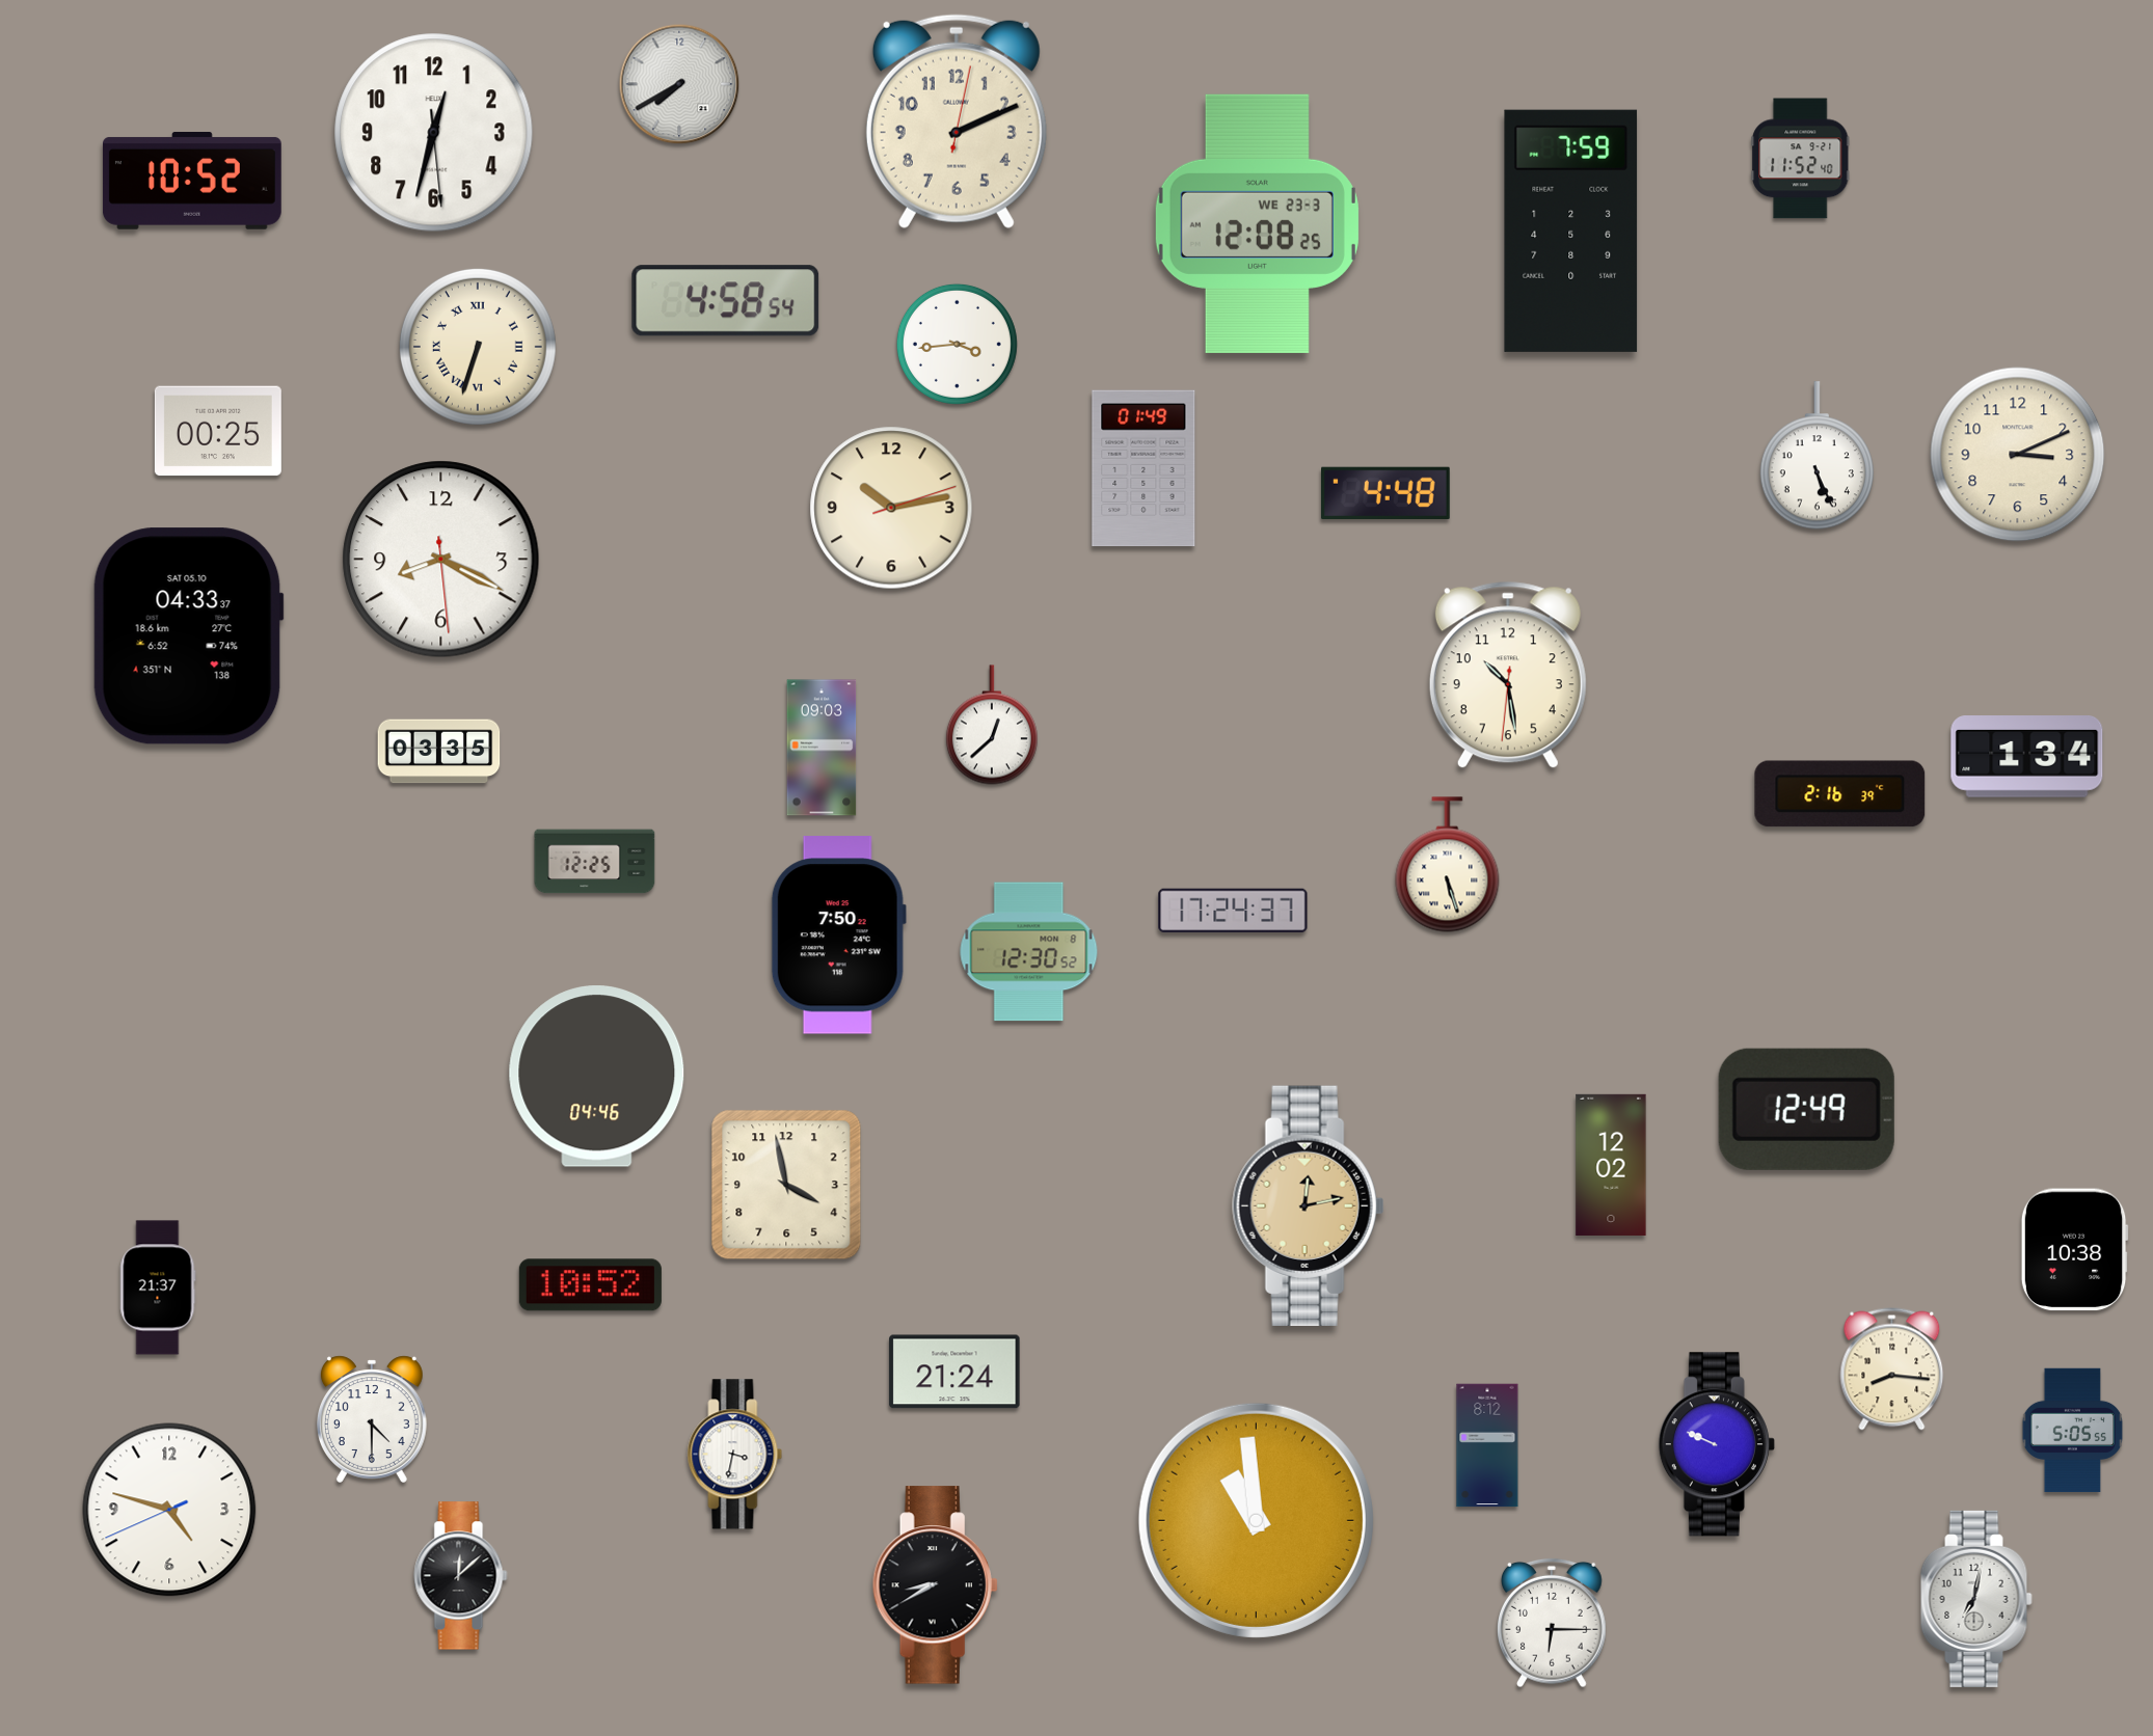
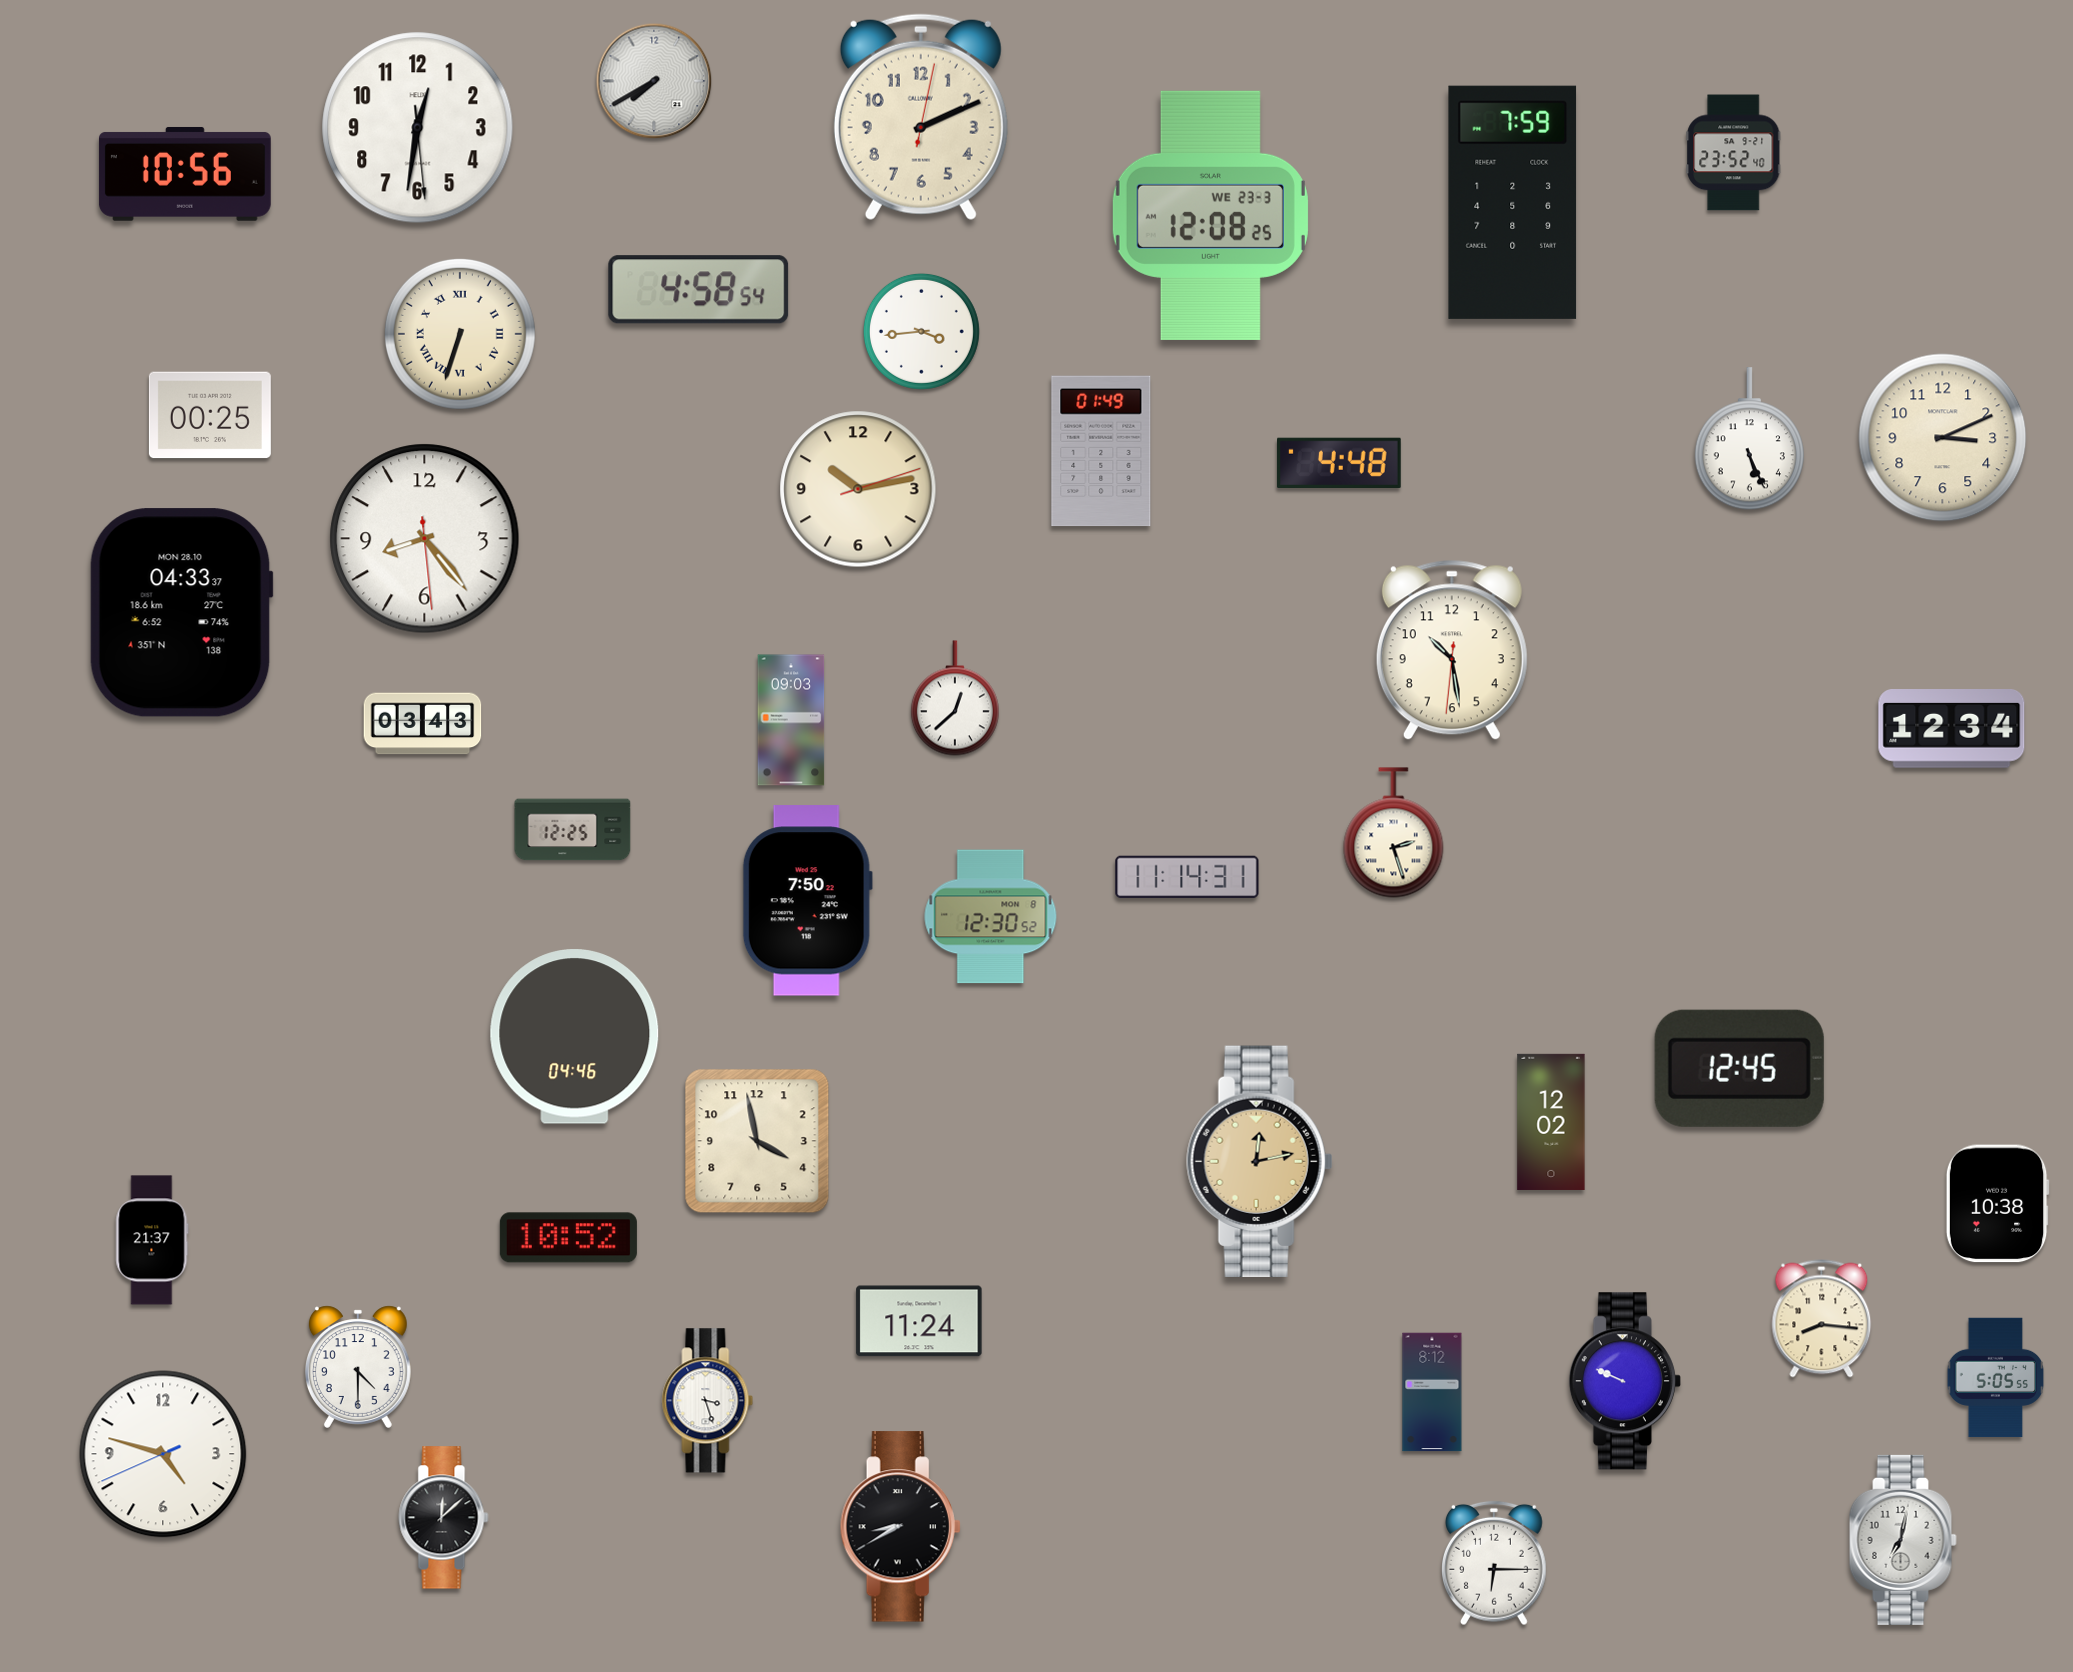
clock at (434, 133): 12:32 -> 12:31
clock at (1801, 159): 11:52 -> 23:52
clock at (192, 181): 10:52 -> 10:56
clock at (1571, 230) position: (1571, 230) -> (1513, 202)
clock at (1387, 492) position: (1387, 492) -> (1340, 462)
clock at (441, 560): 8:19 -> 8:23
clock at (188, 636) date: SAT 05.10 -> MON 28.10
clock at (439, 752): 03:35 -> 03:43
clock at (2027, 757): 1:34 -> 12:34
clock at (1840, 794): 2:16 -> none
clock at (1448, 865): 5:27 -> 2:27
clock at (1233, 911): 17:24 -> 11:14
clock at (1806, 1109): 12:49 -> 12:45
clock at (954, 1372): 21:24 -> 11:24
clock at (1717, 1444) position: (1717, 1444) -> (1625, 1381)
clock at (735, 1455): 3:32 -> 3:27
clock at (1256, 1520): 10:59 -> none
